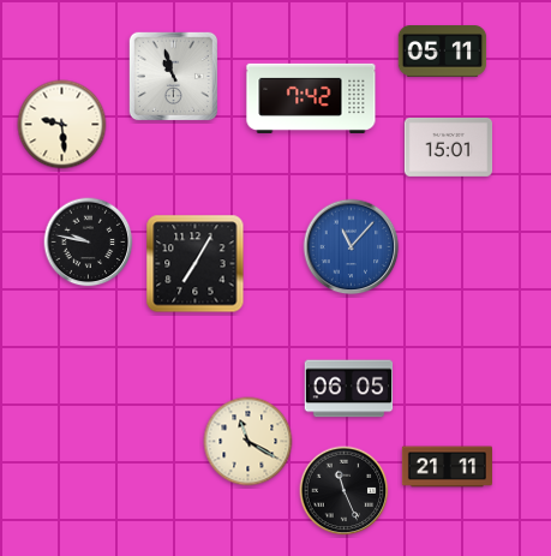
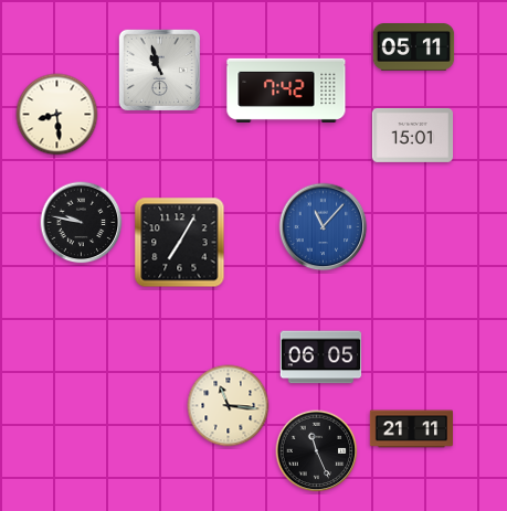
clock at (443, 52) position: (443, 52) -> (414, 47)
clock at (62, 125): 9:29 -> 8:29
clock at (248, 442): 11:20 -> 11:16
